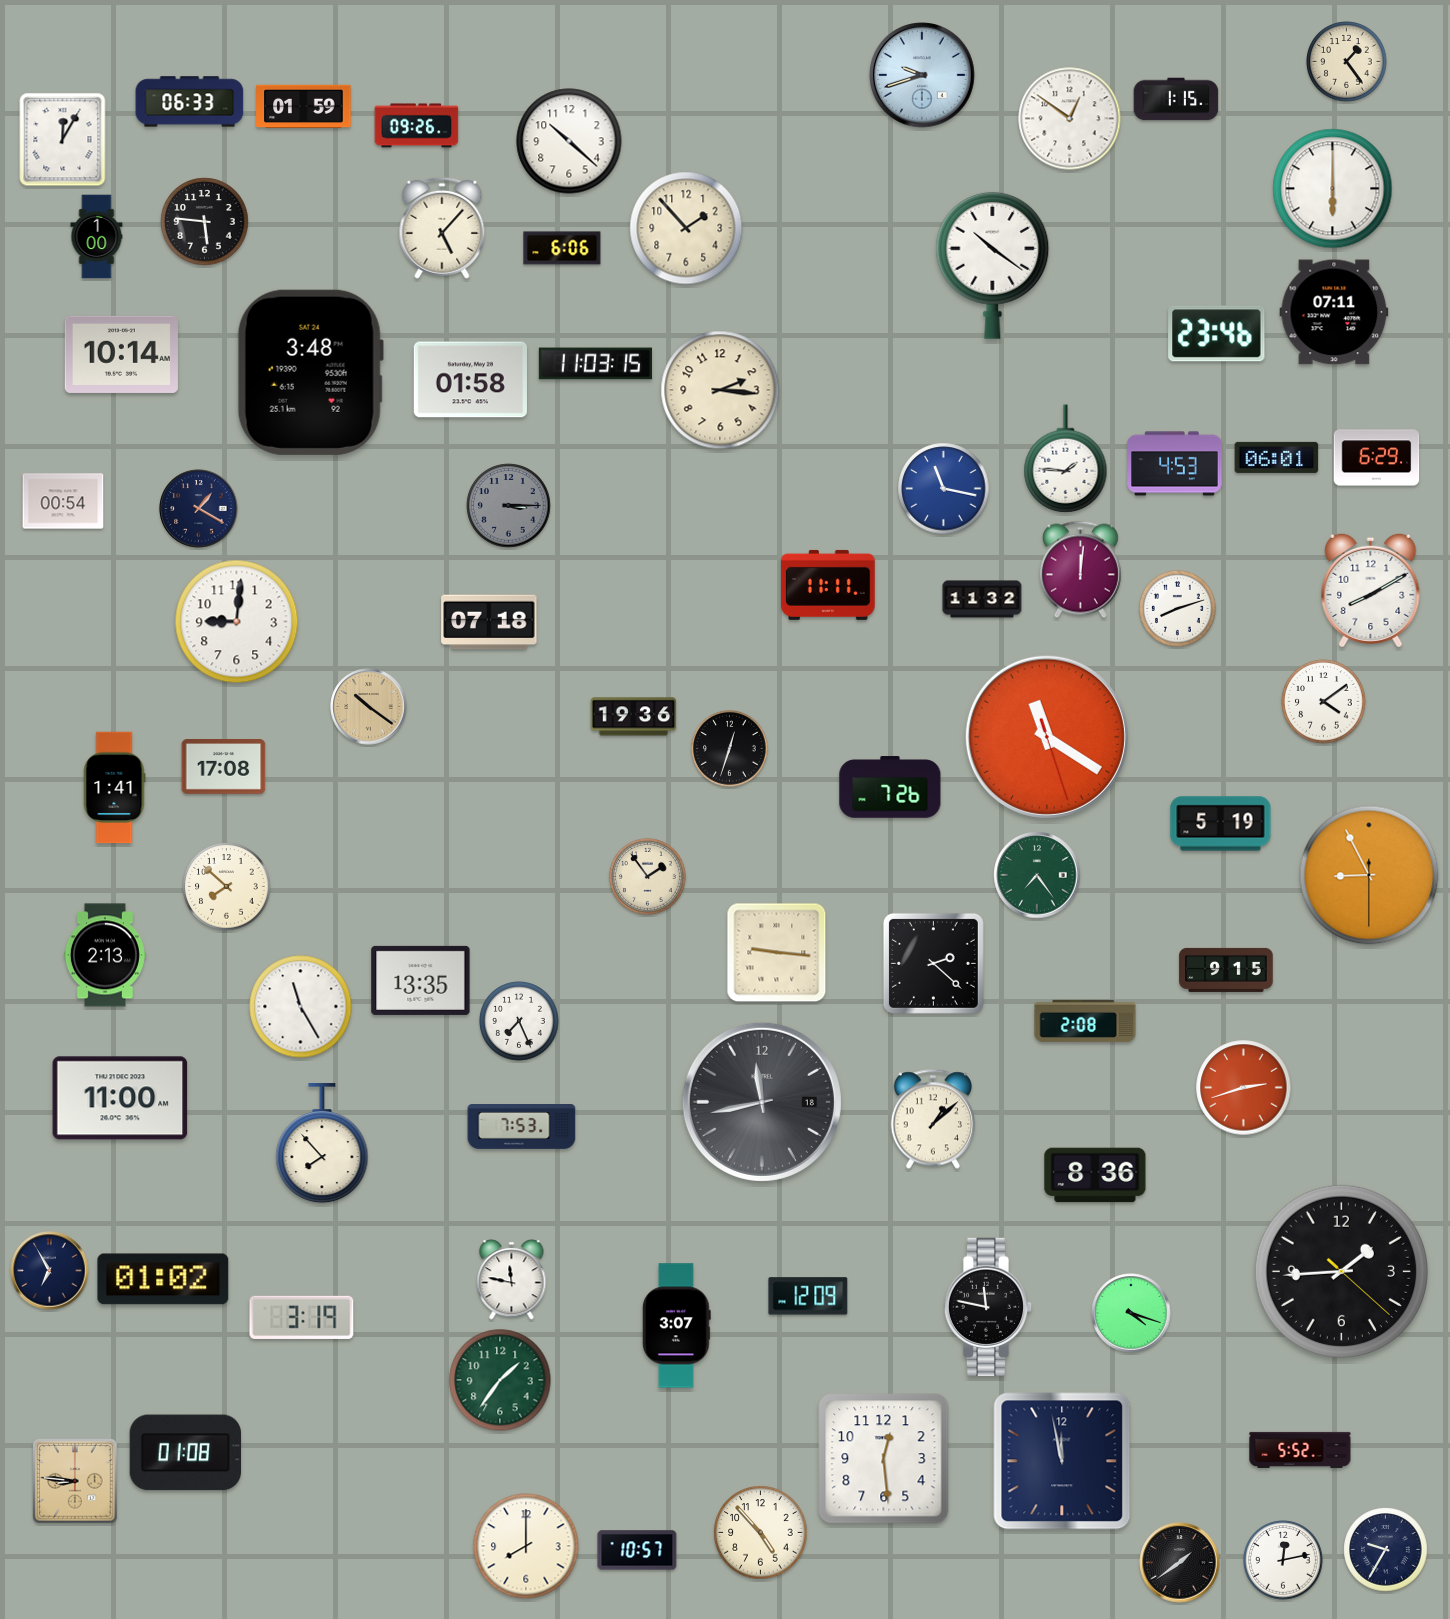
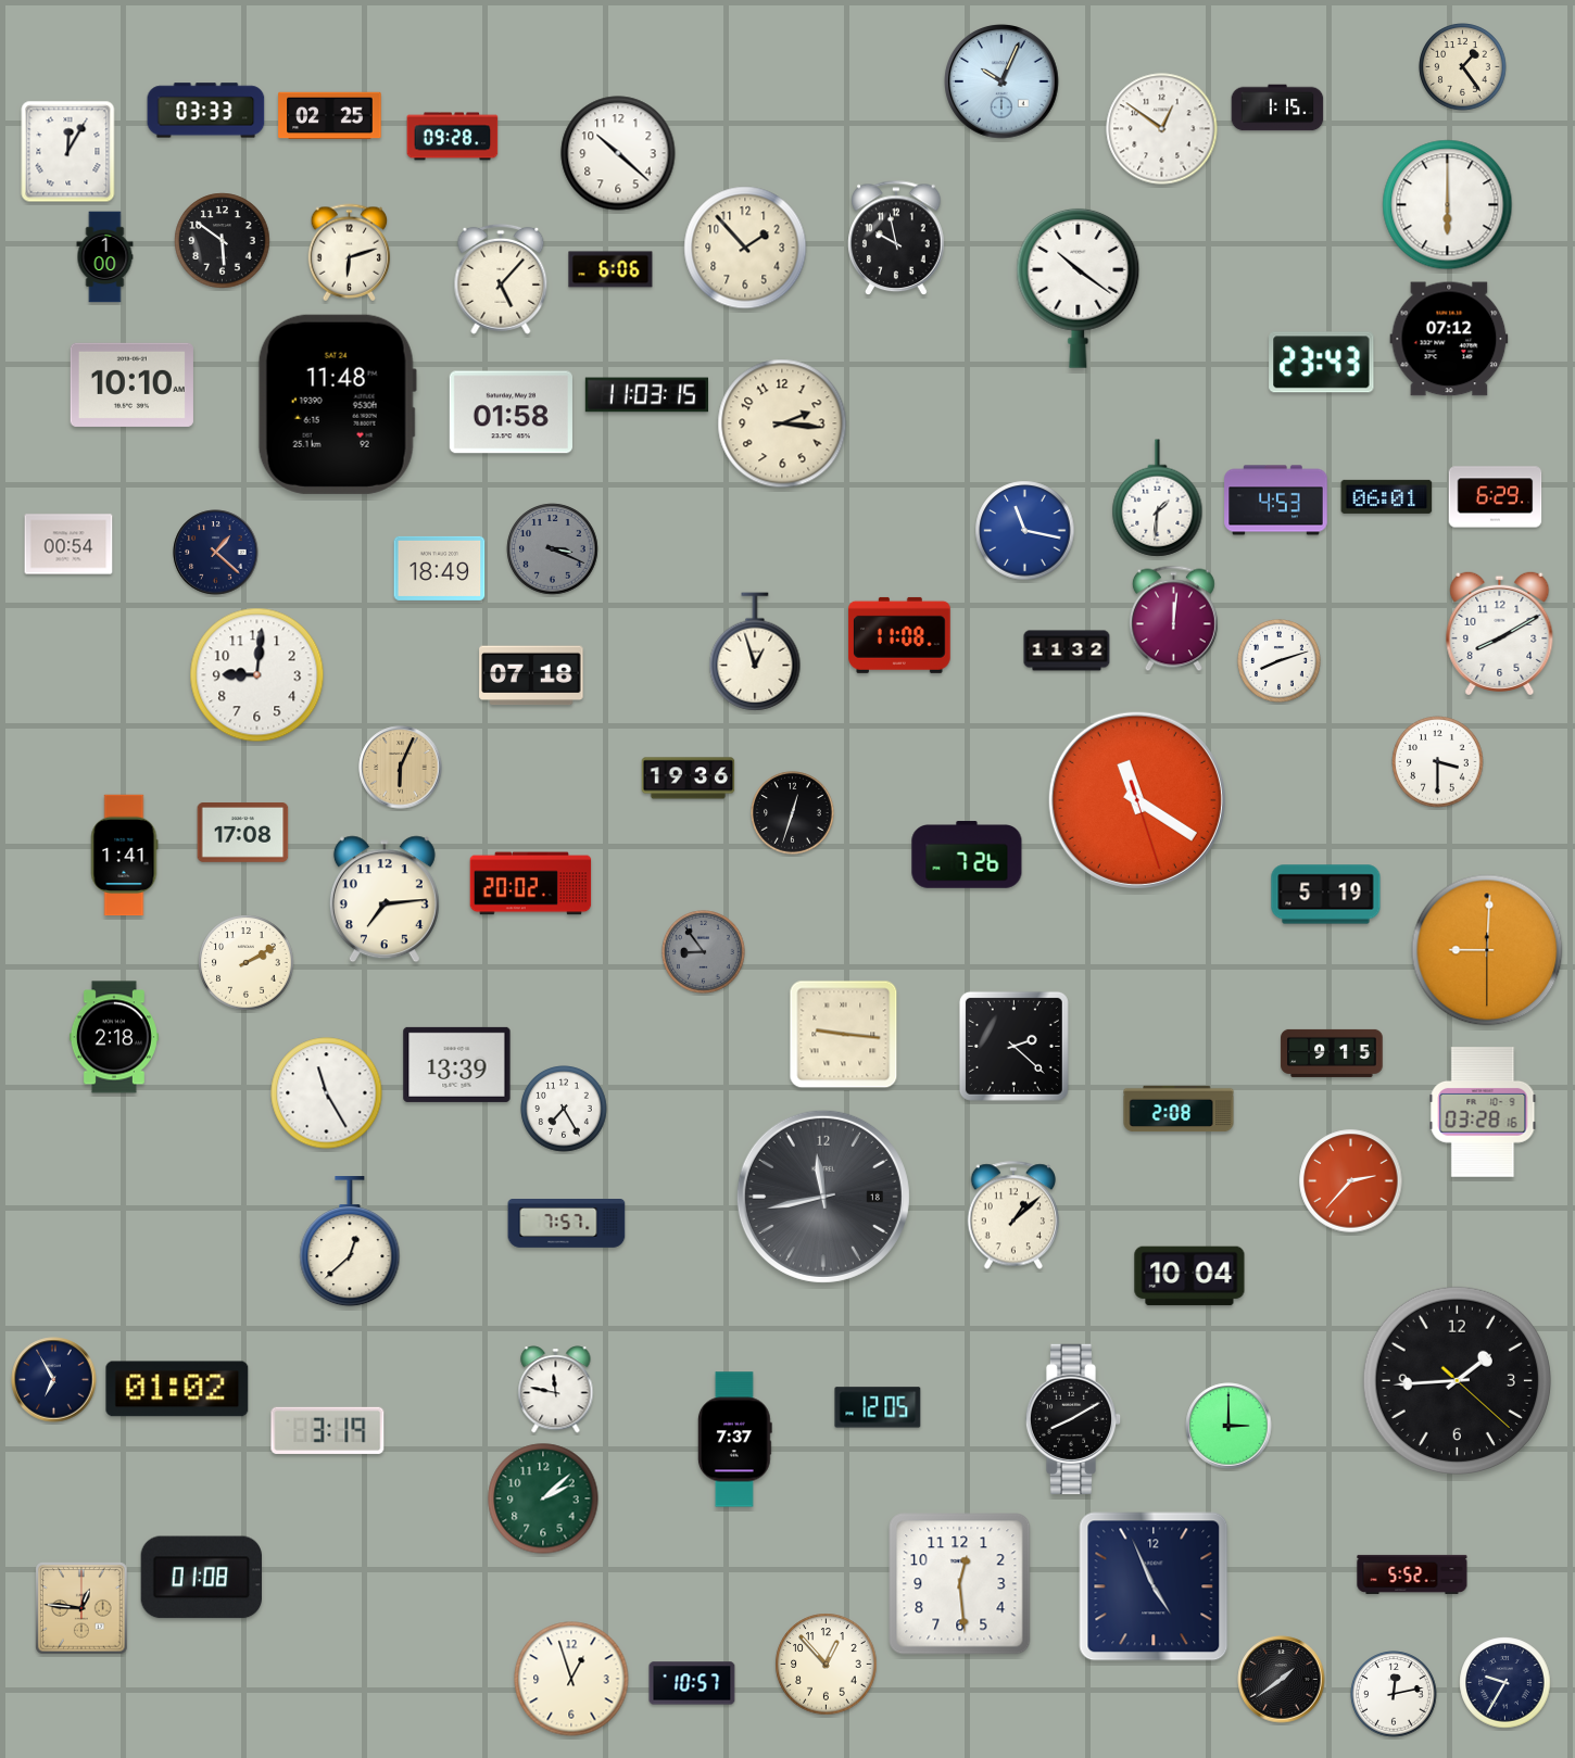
clock at (922, 75): 9:42 -> 10:04
clock at (190, 102): 06:33 -> 03:33
clock at (304, 107): 01:59 -> 02:25
clock at (417, 126): 09:26 -> 09:28
clock at (896, 239): none -> 9:58
clock at (205, 222): 5:46 -> 5:51
clock at (442, 228) position: (442, 228) -> (501, 279)
clock at (350, 253): none -> 6:12
clock at (1334, 312): 07:11 -> 07:12
clock at (1217, 334): 23:46 -> 23:43
clock at (121, 354): 10:14 -> 10:10
clock at (310, 372): 3:48 -> 11:48
clock at (1066, 459): 1:46 -> 1:31
clock at (1175, 464) position: (1175, 464) -> (1276, 501)
clock at (509, 506): 3:15 -> 3:19
clock at (199, 509): 1:20 -> 1:22
clock at (440, 568): none -> 18:49
clock at (828, 585): 11:11 -> 11:08
clock at (1371, 590) position: (1371, 590) -> (1500, 633)
clock at (755, 652): none -> 12:57
clock at (1324, 702): 4:09 -> 3:30
clock at (369, 707): 10:21 -> 6:04
clock at (531, 884): none -> 20:02
clock at (385, 899): none -> 7:14
clock at (1037, 875): 7:24 -> none
clock at (1369, 875): 8:55 -> 9:00
clock at (648, 877): 1:54 -> 8:54
clock at (648, 877) dial: cream -> grey
clock at (227, 887): 7:52 -> 2:10
clock at (105, 955): 2:13 -> 2:18
clock at (421, 980): 13:35 -> 13:39
clock at (519, 1021): 7:26 -> 7:25
clock at (1483, 1112): none -> 03:28
clock at (1244, 1088): 2:42 -> 2:37
clock at (120, 1098): 11:00 -> none
clock at (762, 1102) position: (762, 1102) -> (823, 1197)
clock at (522, 1127): 7:53 -> 7:57
clock at (322, 1144): 7:53 -> 12:38
clock at (1095, 1175): 8:36 -> 10:04
clock at (808, 1296): 12:09 -> 12:05
clock at (988, 1307): 11:47 -> 8:10
clock at (1131, 1313): 4:18 -> 3:00
clock at (676, 1326): 3:07 -> 7:37
clock at (500, 1380): 1:36 -> 2:08
clock at (1062, 1461): 11:58 -> 4:56
clock at (75, 1481): 8:46 -> 12:46
clock at (761, 1533): 4:53 -> 12:53
clock at (526, 1546): 8:00 -> 12:57
clock at (1180, 1563) position: (1180, 1563) -> (1282, 1680)
